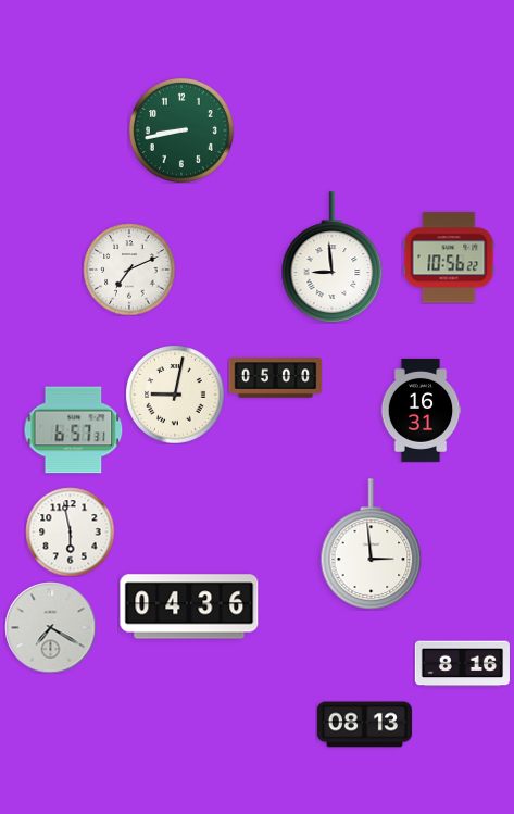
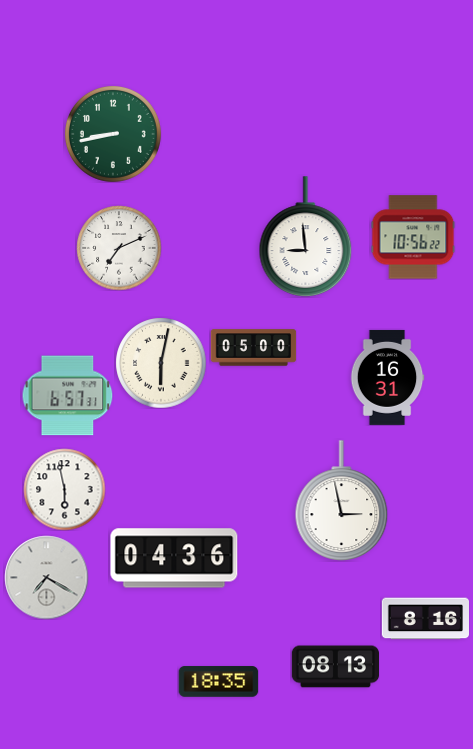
clock at (181, 130) position: (181, 130) -> (113, 134)
clock at (175, 395): 9:02 -> 6:02
clock at (372, 544): 2:59 -> 2:58
clock at (462, 664) position: (462, 664) -> (425, 619)
clock at (218, 682): none -> 18:35
